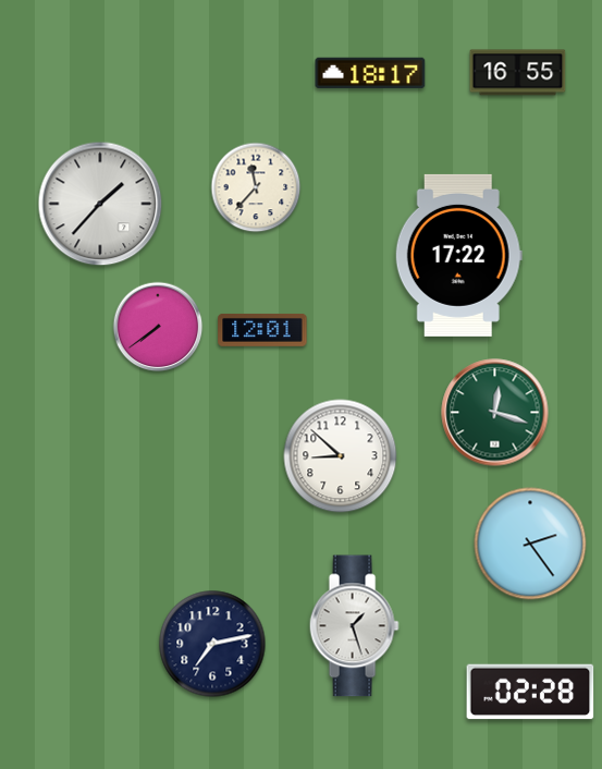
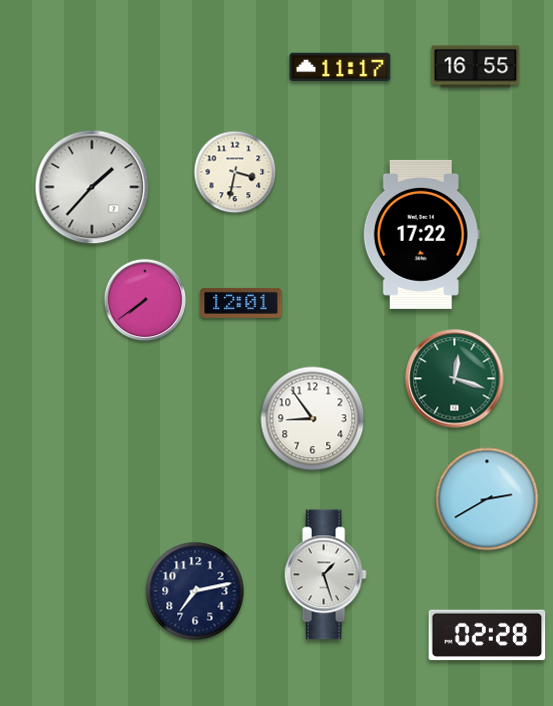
clock at (370, 73): 18:17 -> 11:17
clock at (256, 187): 11:37 -> 3:32
clock at (341, 456): 8:52 -> 8:54
clock at (530, 544): 2:24 -> 2:40
